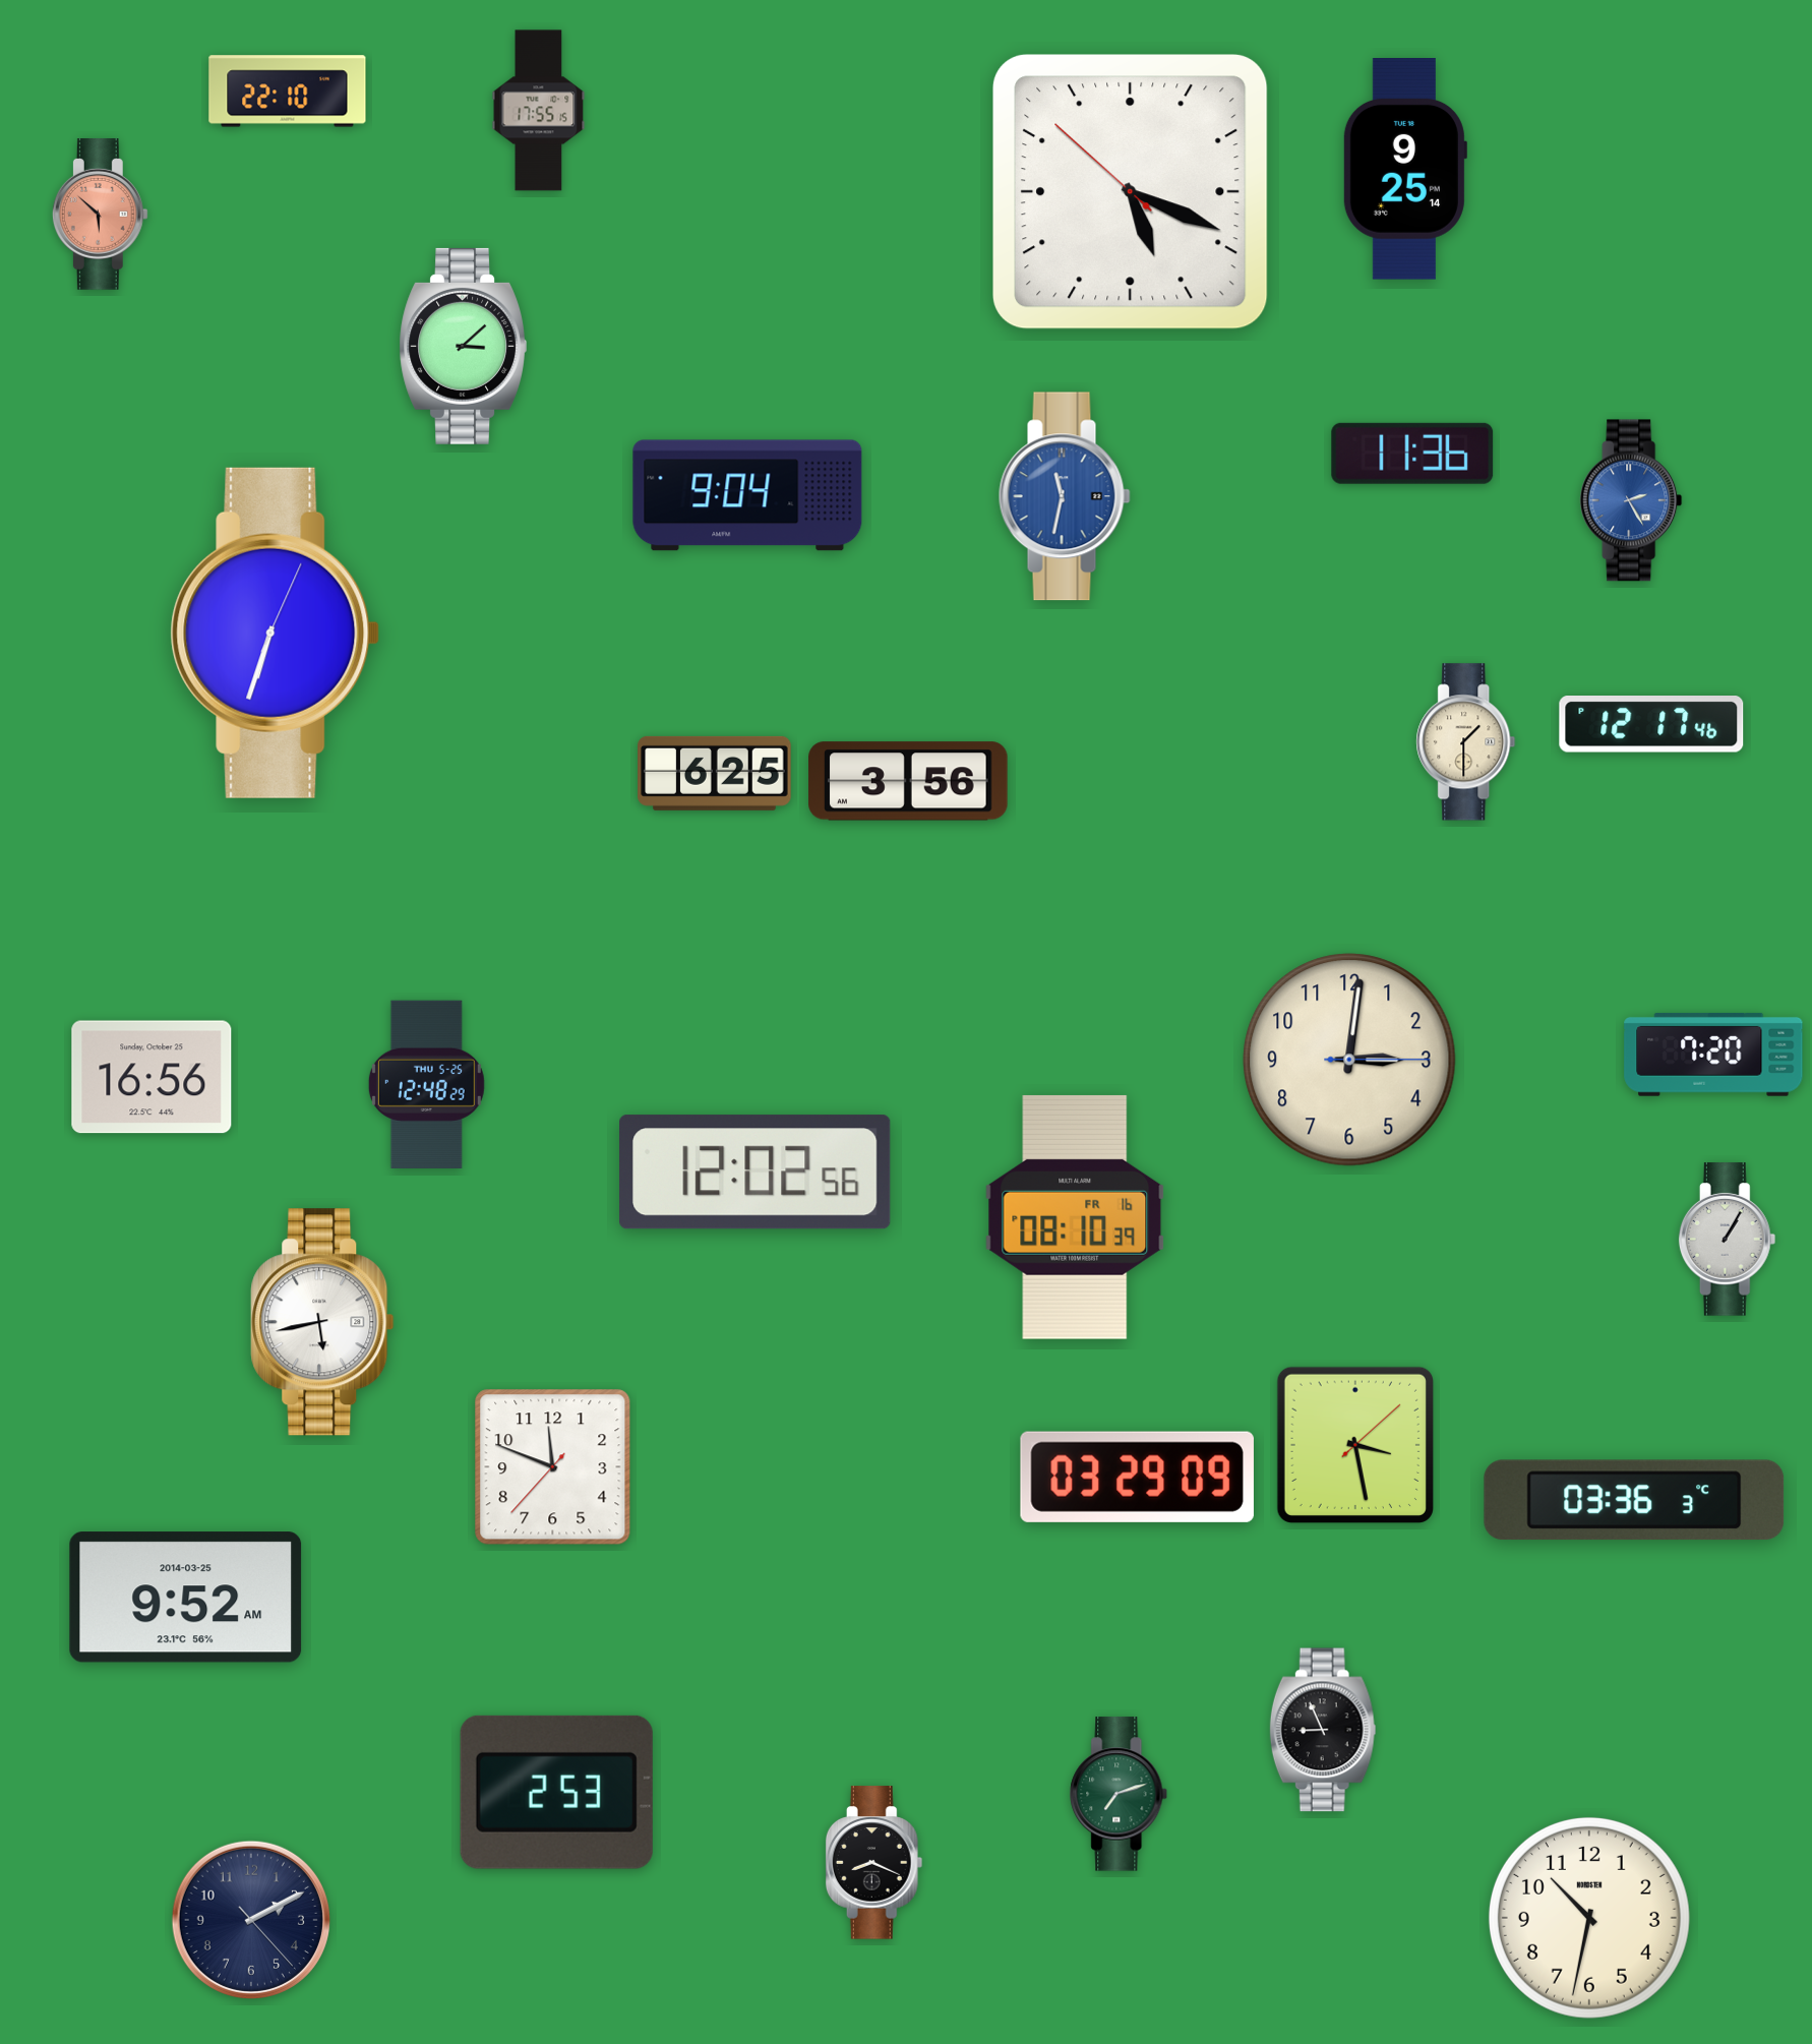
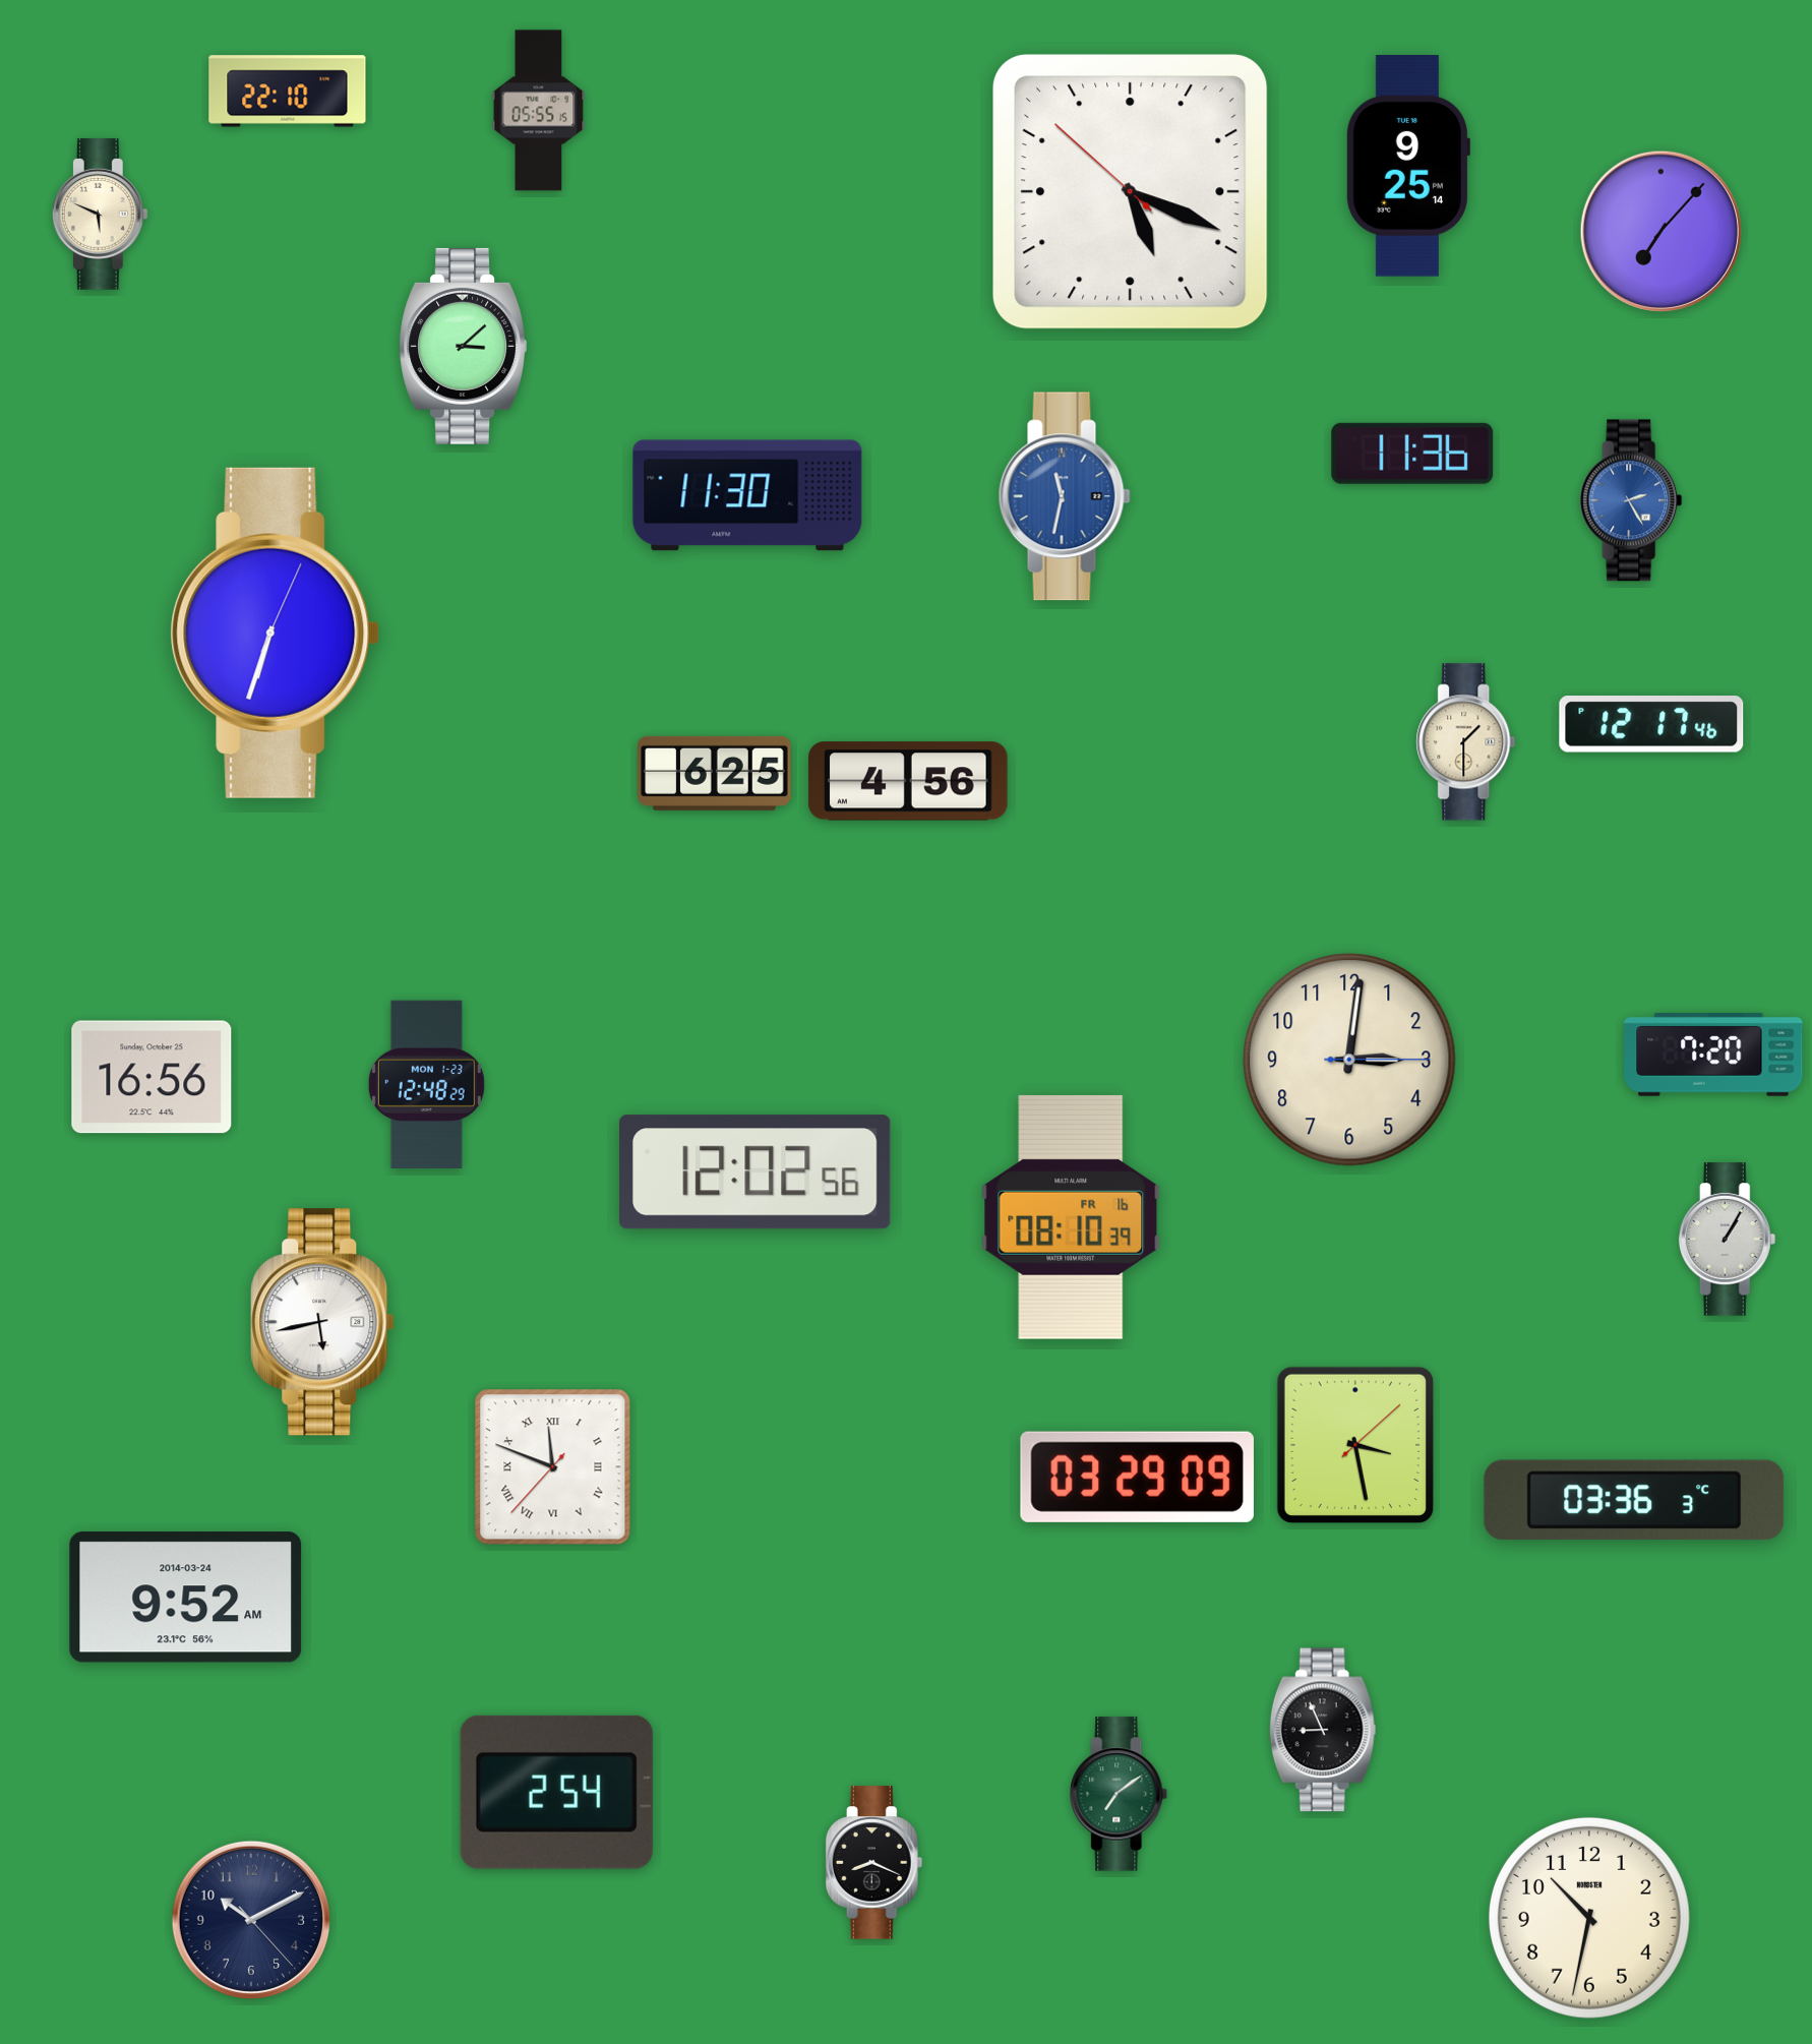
clock at (539, 111): 17:55 -> 05:55
clock at (1404, 170) position: (1404, 170) -> (1407, 167)
clock at (100, 215): 5:52 -> 5:49
clock at (100, 215) dial: salmon -> cream
clock at (1660, 231): none -> 7:07
clock at (747, 495): 9:04 -> 11:30
clock at (908, 781): 3:56 -> 4:56
clock at (426, 1084) date: THU 5-25 -> MON 1-23
clock at (1075, 1217) position: (1075, 1217) -> (1071, 1217)
clock at (553, 1467) numerals: Arabic -> Roman
clock at (186, 1598) date: 2014-03-25 -> 2014-03-24
clock at (556, 1792): 2:53 -> 2:54
clock at (1120, 1794): 7:12 -> 7:09
clock at (251, 1920): 2:10 -> 10:10
